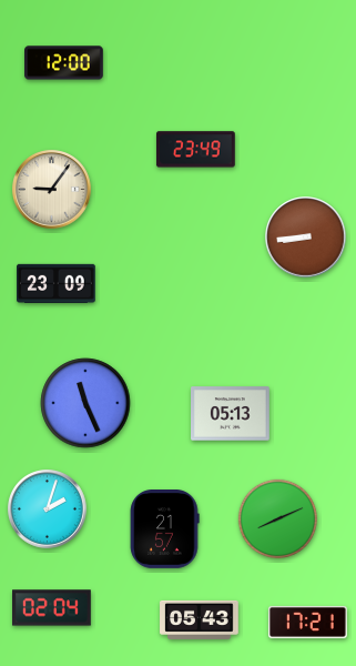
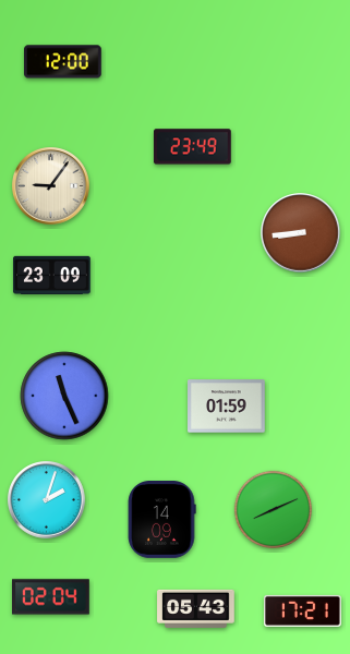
clock at (57, 283) position: (57, 283) -> (52, 275)
clock at (85, 403) position: (85, 403) -> (64, 396)
clock at (231, 414): 05:13 -> 01:59
clock at (165, 529): 21:57 -> 14:09
